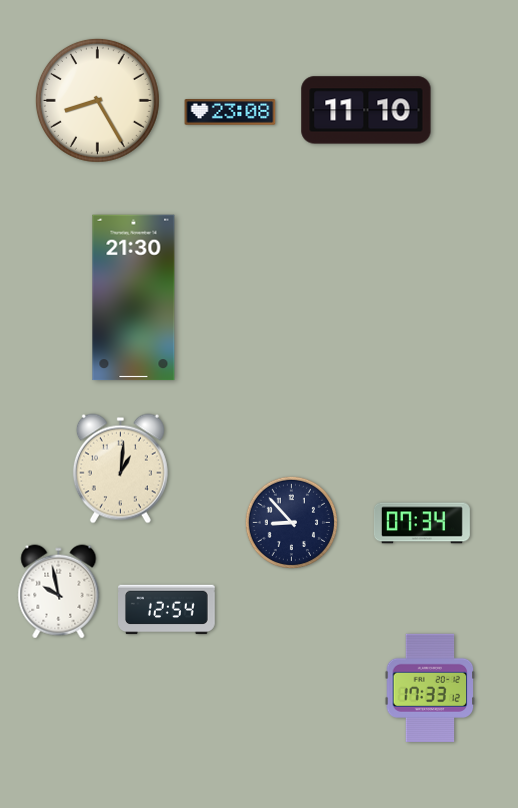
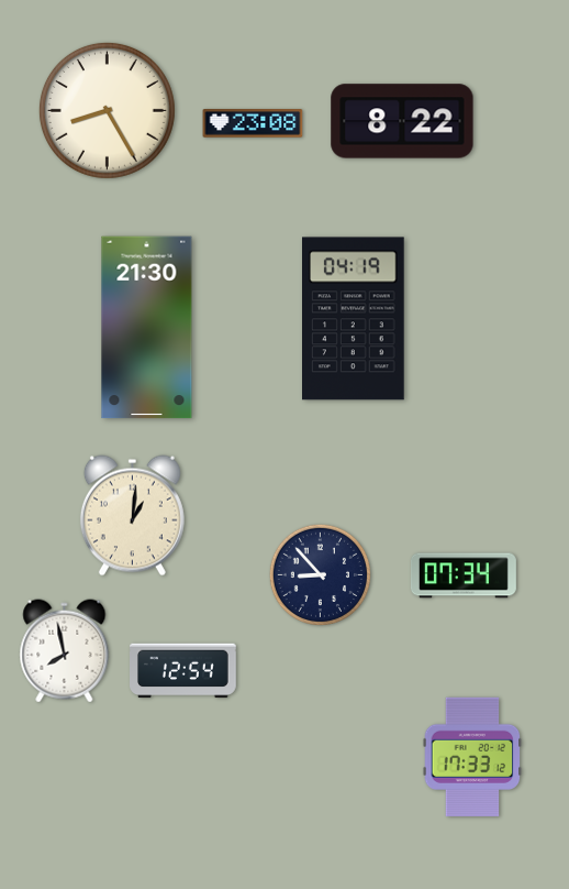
clock at (366, 110): 11:10 -> 8:22
clock at (354, 319): none -> 04:19
clock at (59, 592): 9:58 -> 7:58
